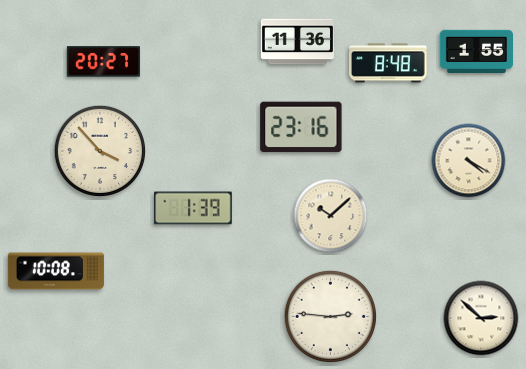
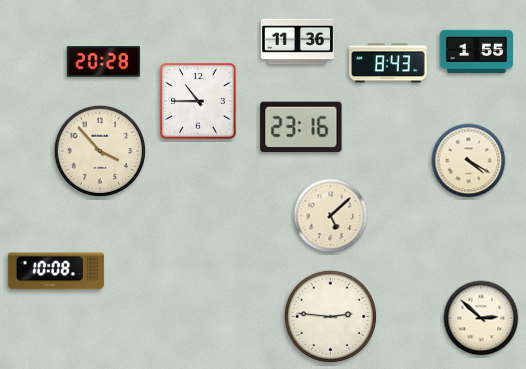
clock at (103, 62): 20:27 -> 20:28
clock at (388, 63): 8:48 -> 8:43
clock at (199, 102): none -> 10:45
clock at (193, 208): 1:39 -> none
clock at (331, 216): 10:08 -> 5:08
